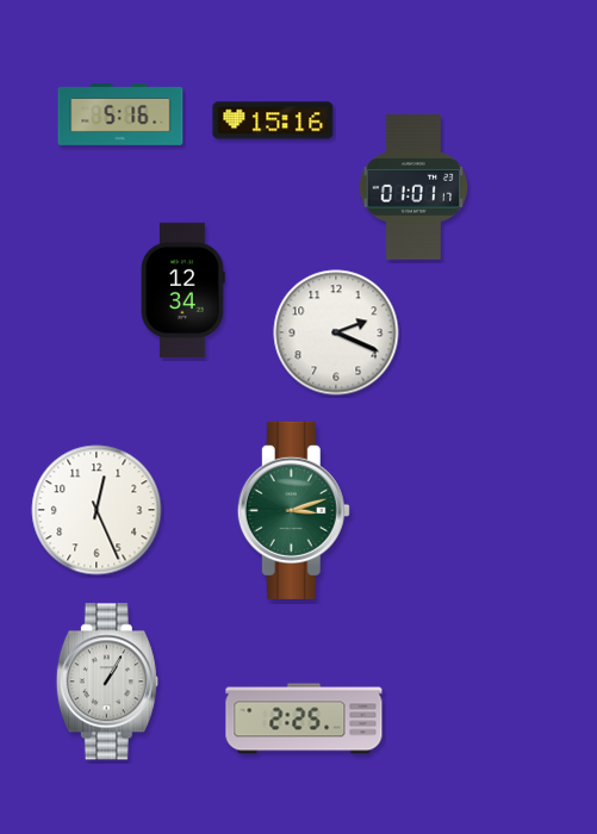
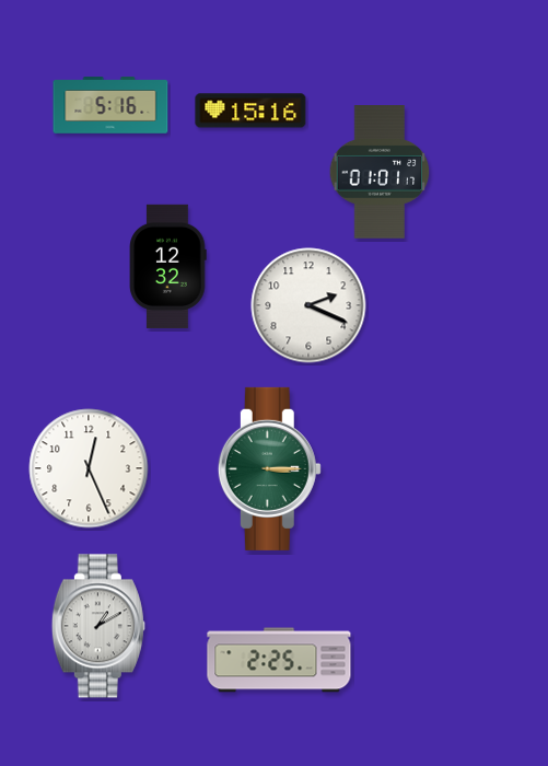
clock at (184, 290): 12:34 -> 12:32
clock at (293, 510): 3:12 -> 3:15
clock at (107, 681): 1:05 -> 1:10
